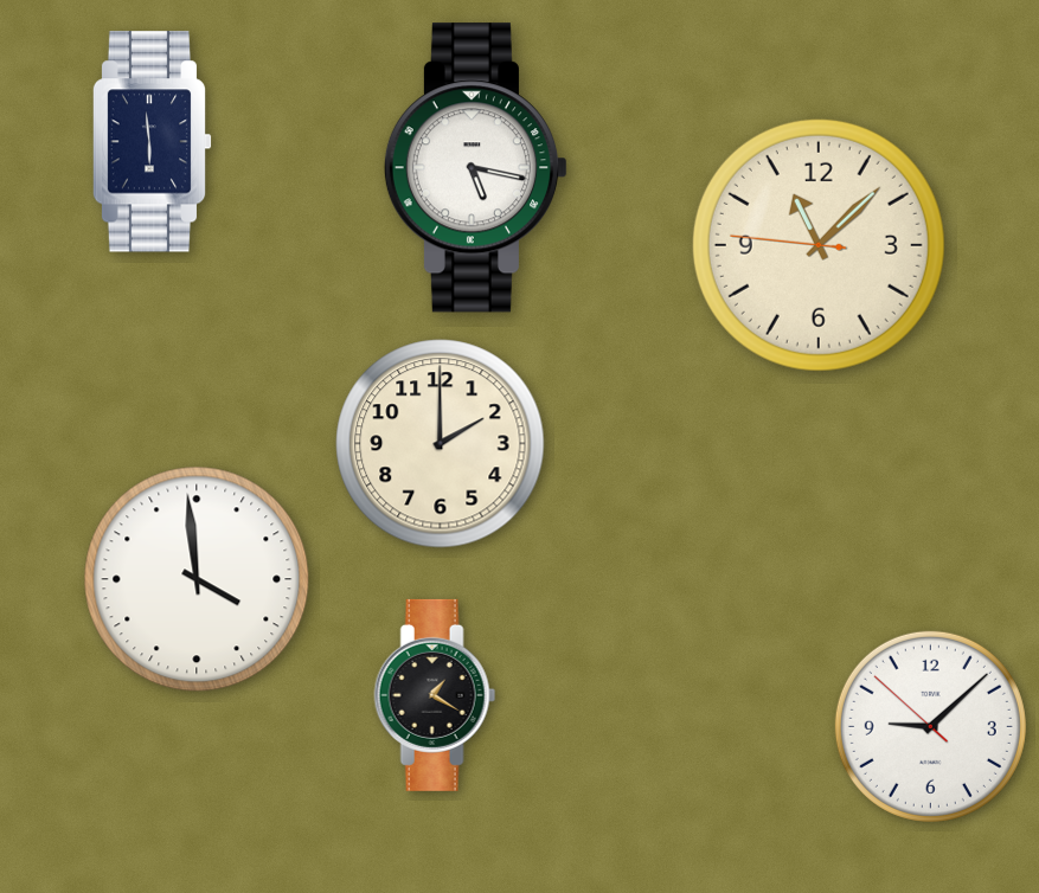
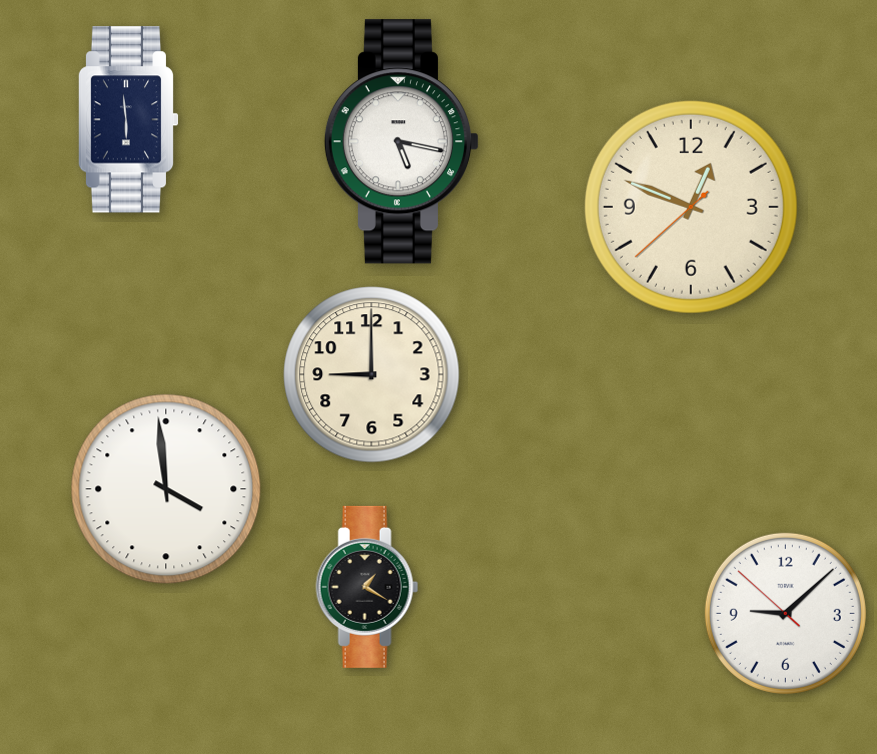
clock at (819, 245): 11:07 -> 12:48
clock at (441, 444): 2:00 -> 9:00
